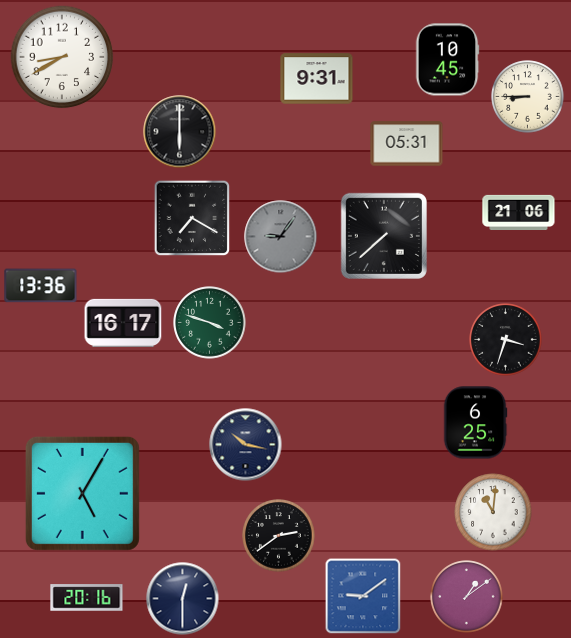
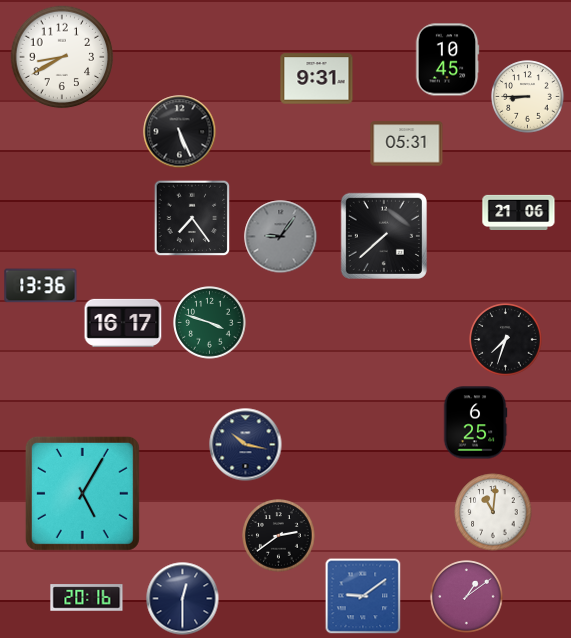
clock at (180, 132): 6:00 -> 5:26
clock at (192, 218): 7:20 -> 7:24
clock at (506, 340): 3:33 -> 7:33
